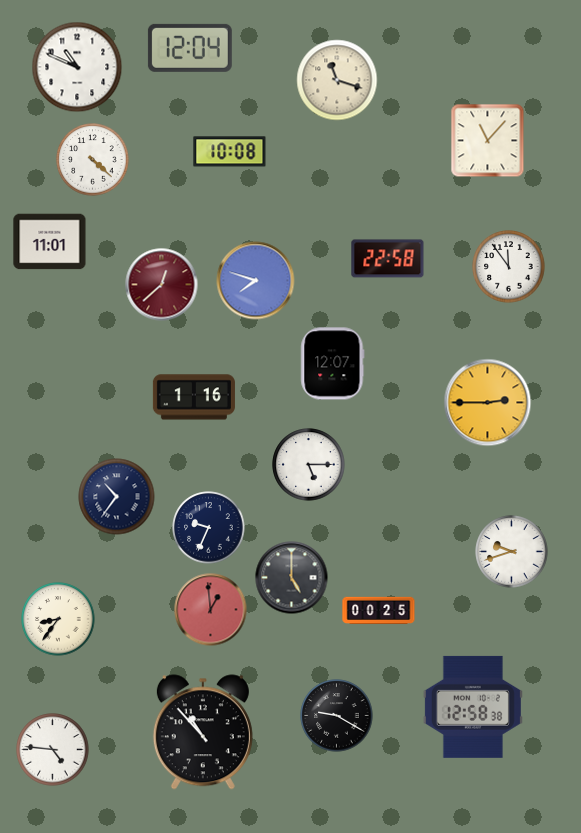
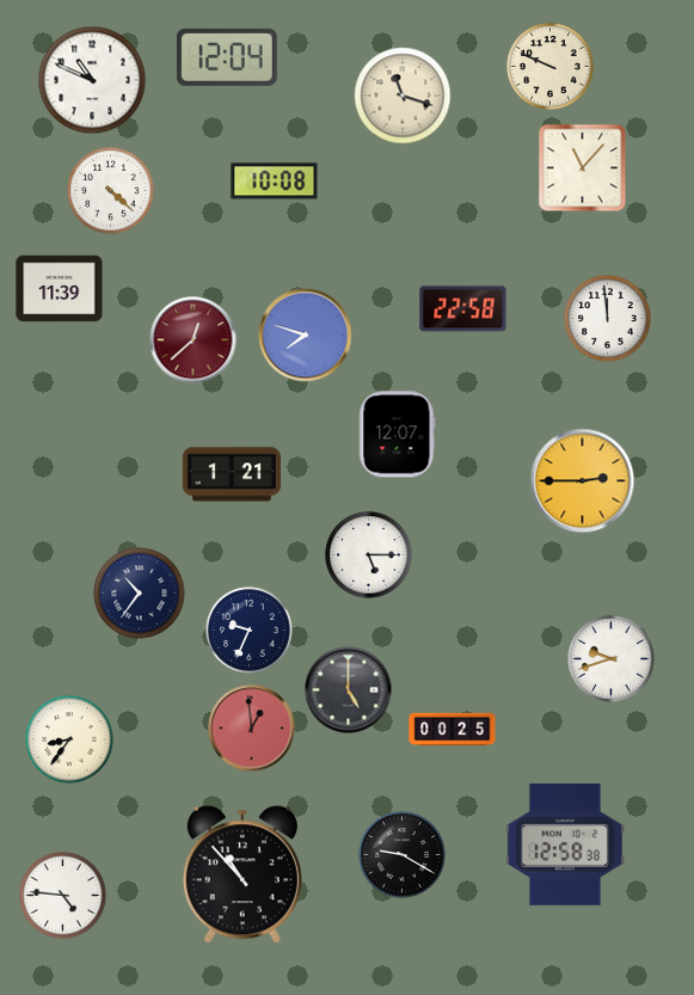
clock at (551, 67): none -> 9:49
clock at (50, 242): 11:01 -> 11:39
clock at (509, 267): 11:54 -> 11:59
clock at (194, 397): 1:16 -> 1:21
